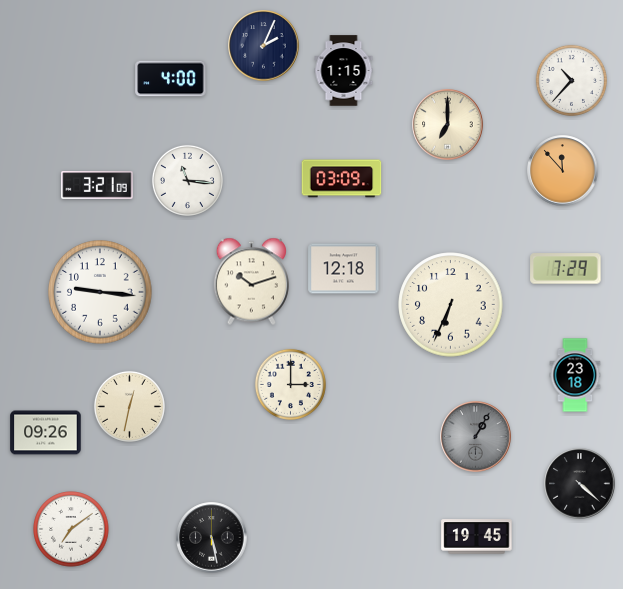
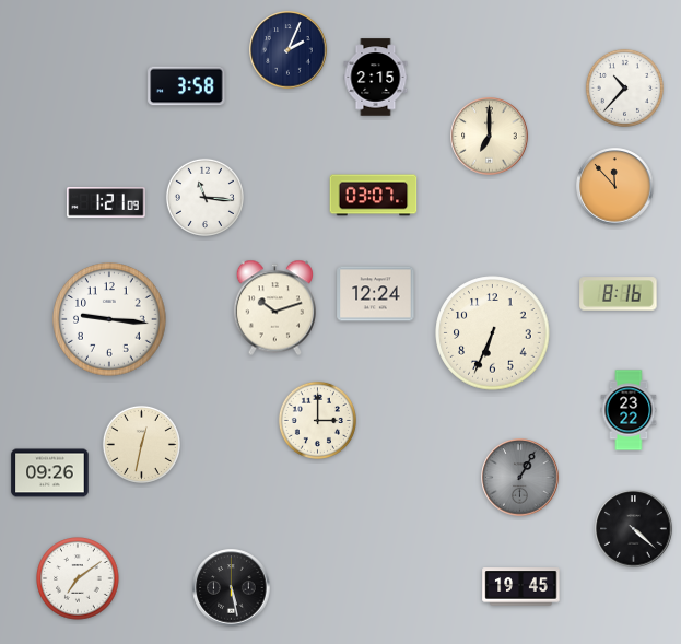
clock at (344, 71): 1:15 -> 2:15
clock at (171, 79): 4:00 -> 3:58
clock at (342, 179): 03:09 -> 03:07
clock at (97, 185): 3:21 -> 1:21
clock at (344, 269): 12:18 -> 12:24
clock at (566, 269): 7:29 -> 8:16
clock at (575, 375): 23:18 -> 23:22
